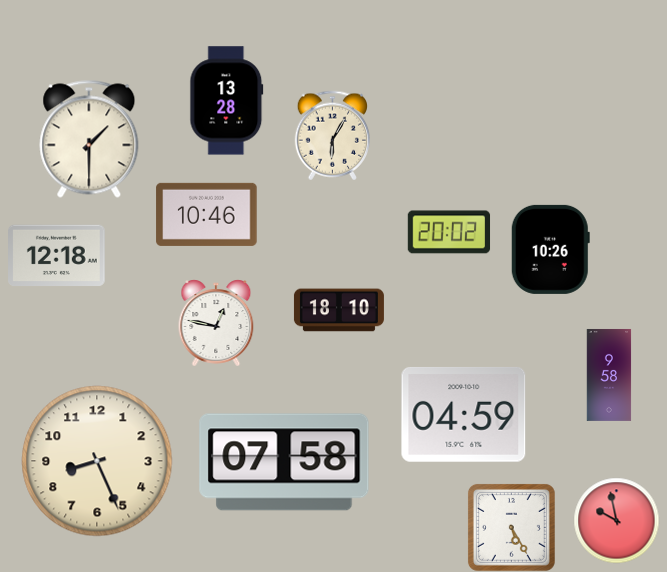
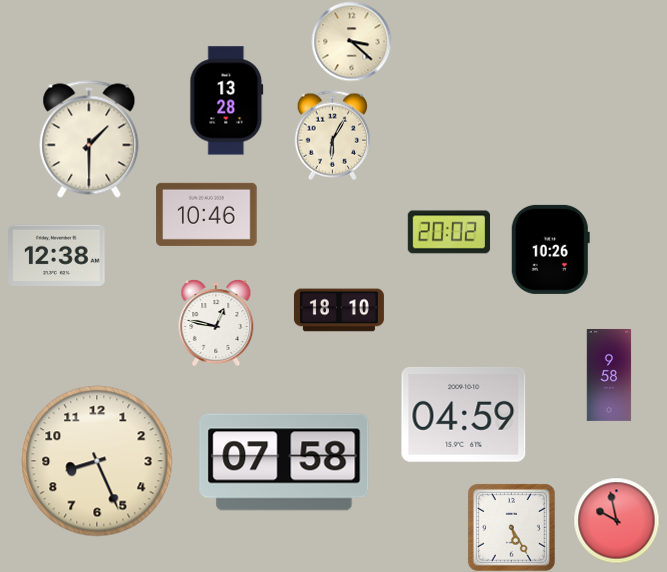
clock at (351, 41): none -> 3:22
clock at (57, 256): 12:18 -> 12:38
